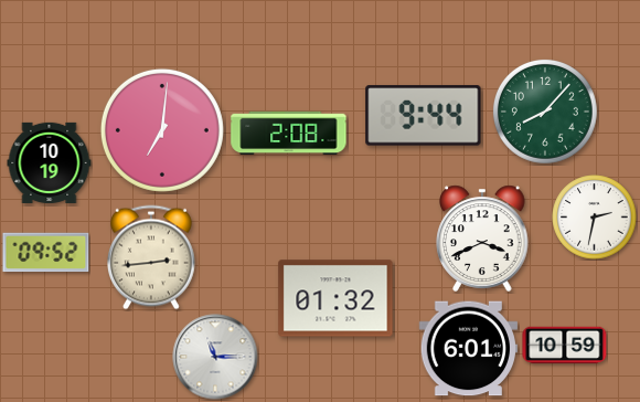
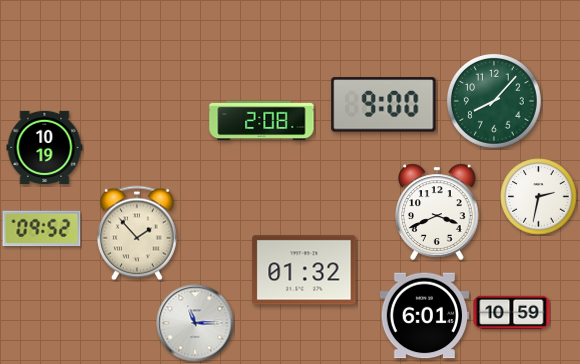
clock at (424, 116): 9:44 -> 9:00
clock at (162, 130): 7:01 -> none
clock at (482, 239) position: (482, 239) -> (437, 212)
clock at (152, 257): 2:44 -> 1:53
